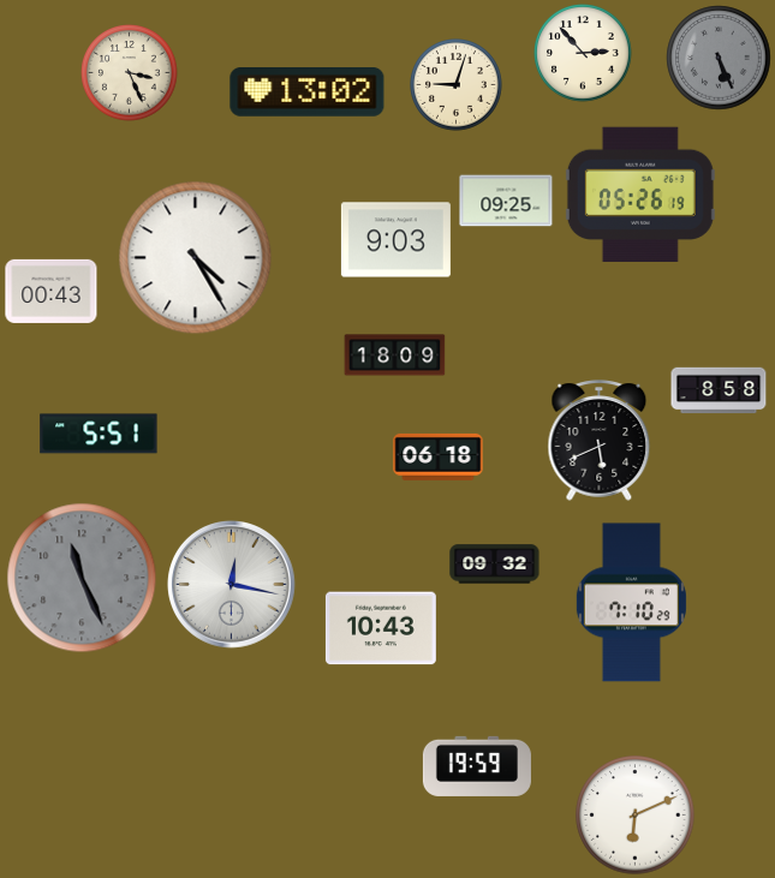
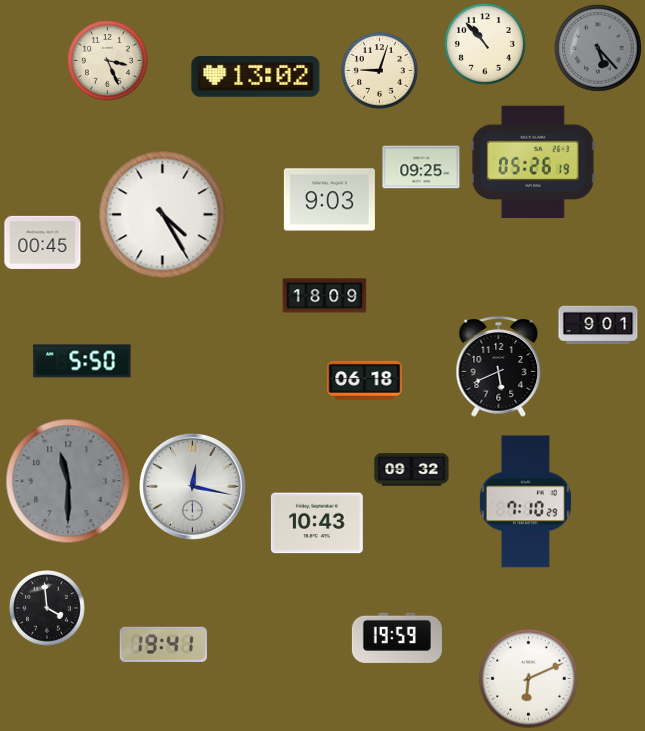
clock at (583, 53): 2:53 -> 10:53
clock at (719, 58): 5:26 -> 5:23
clock at (52, 291): 00:43 -> 00:45
clock at (395, 356) position: (395, 356) -> (325, 296)
clock at (719, 390): 8:58 -> 9:01
clock at (99, 434): 5:51 -> 5:50
clock at (82, 578): 11:26 -> 11:30
clock at (48, 609): none -> 3:59
clock at (163, 644): none -> 19:41
